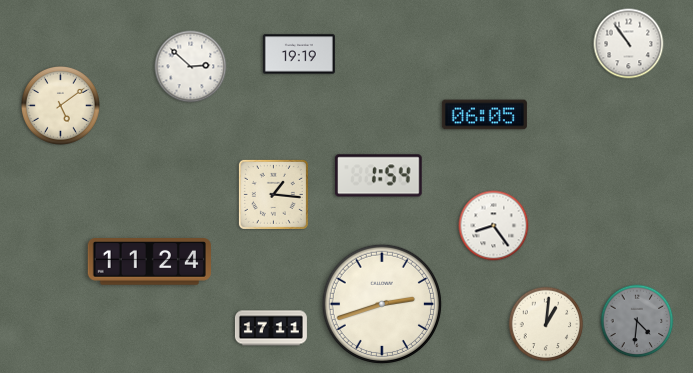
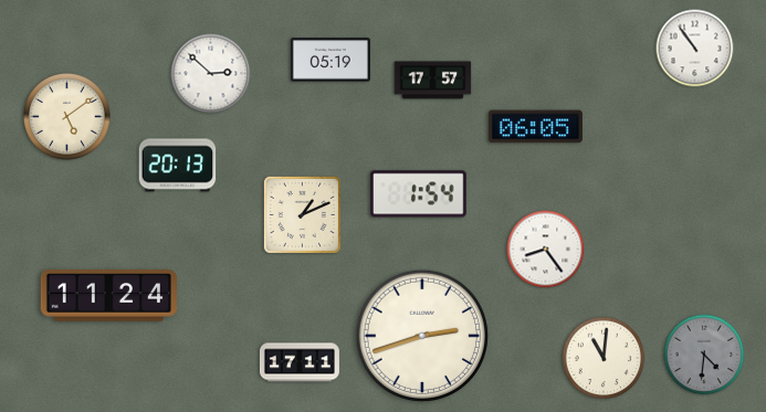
clock at (299, 54): 19:19 -> 05:19
clock at (433, 81): none -> 17:57
clock at (178, 166): none -> 20:13
clock at (273, 194): 1:16 -> 1:11
clock at (149, 262) position: (149, 262) -> (108, 296)
clock at (546, 324): 1:01 -> 11:01
